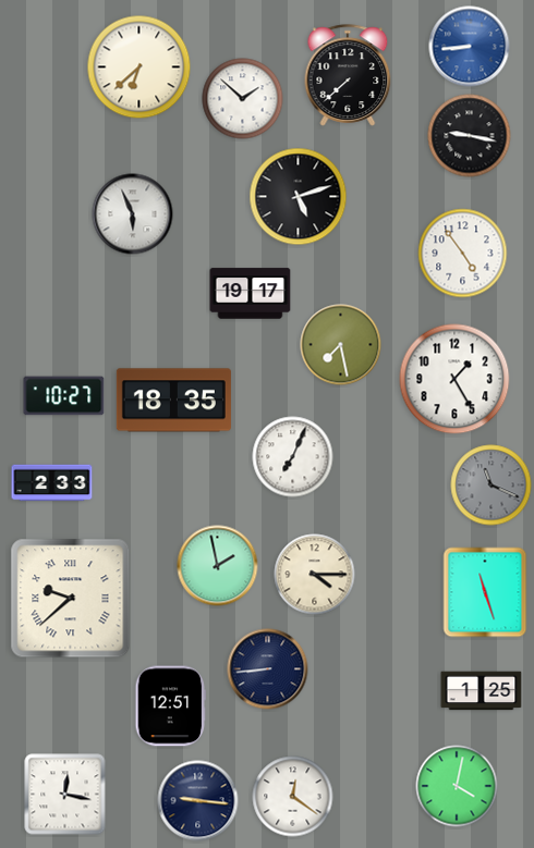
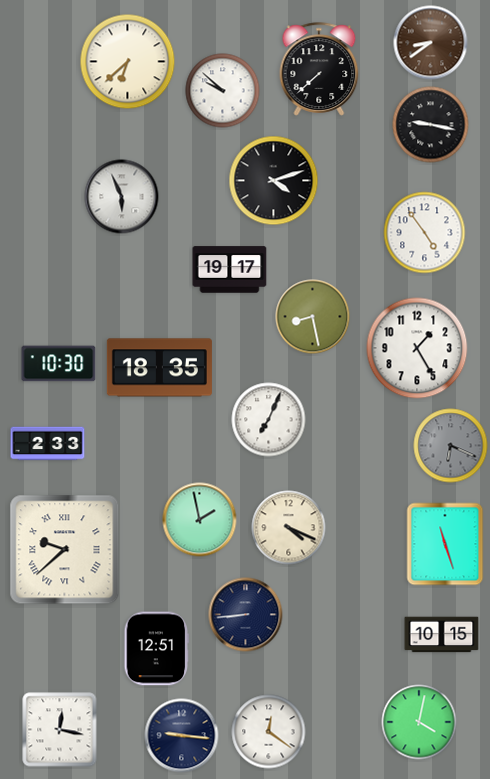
clock at (470, 47): 8:44 -> 8:39
clock at (470, 47) dial: blue -> brown
clock at (243, 99): 1:52 -> 9:52
clock at (299, 197): 5:12 -> 4:12
clock at (341, 345): 7:28 -> 8:28
clock at (64, 396): 10:27 -> 10:30
clock at (491, 486): 11:19 -> 6:19
clock at (315, 575): 4:15 -> 4:19
clock at (482, 691): 1:25 -> 10:15
